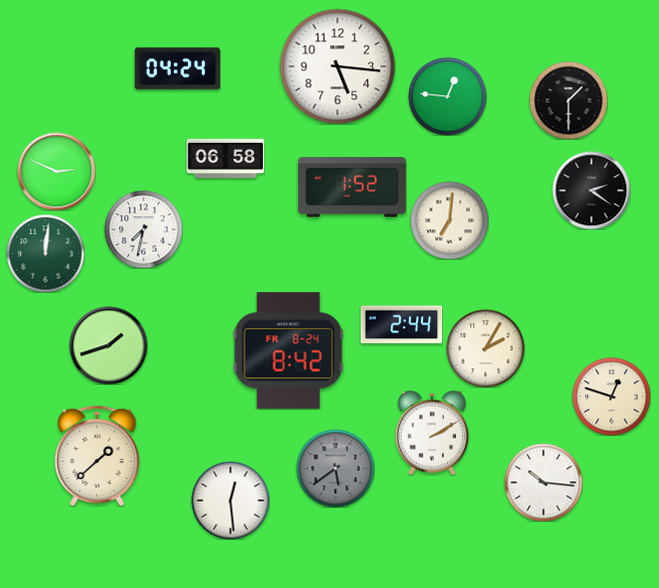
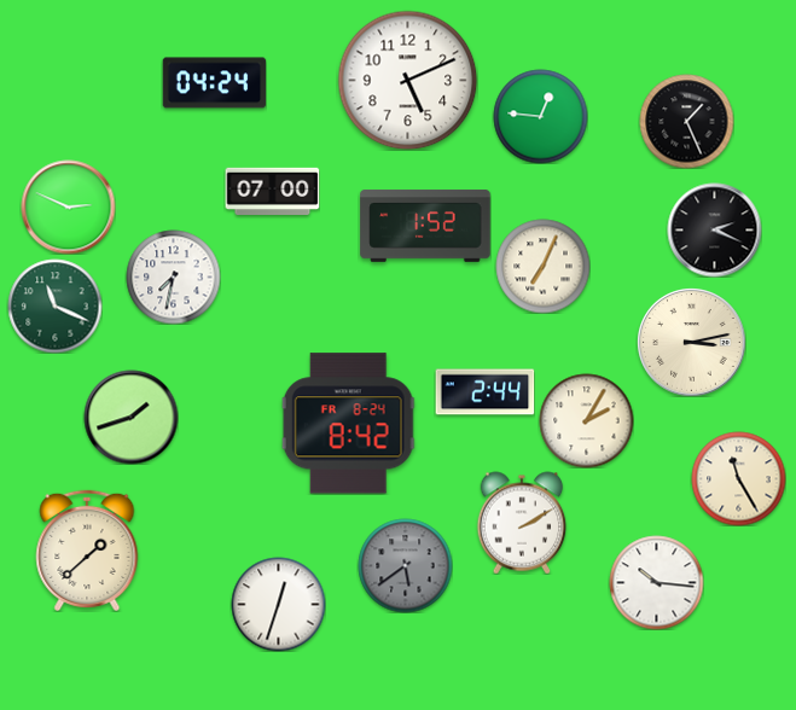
clock at (337, 66): 5:16 -> 5:11
clock at (568, 100): 1:30 -> 1:26
clock at (225, 158): 06:58 -> 07:00
clock at (591, 190): 2:21 -> 2:19
clock at (449, 220): 7:01 -> 7:04
clock at (45, 253): 12:01 -> 11:19
clock at (692, 343): none -> 3:13
clock at (611, 396): 12:48 -> 11:25
clock at (97, 455) position: (97, 455) -> (87, 549)
clock at (230, 500): 12:29 -> 12:33
